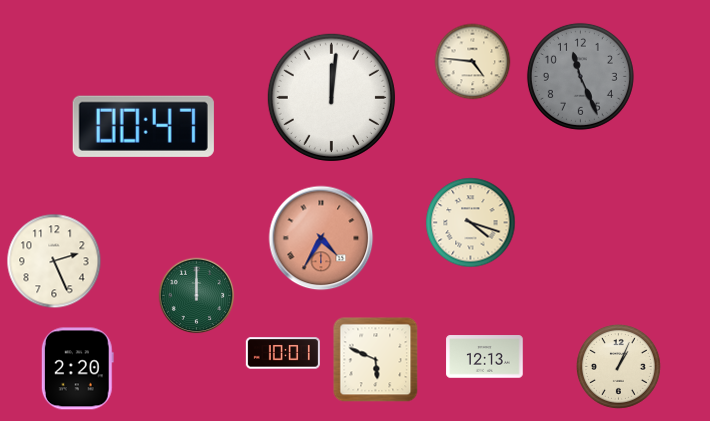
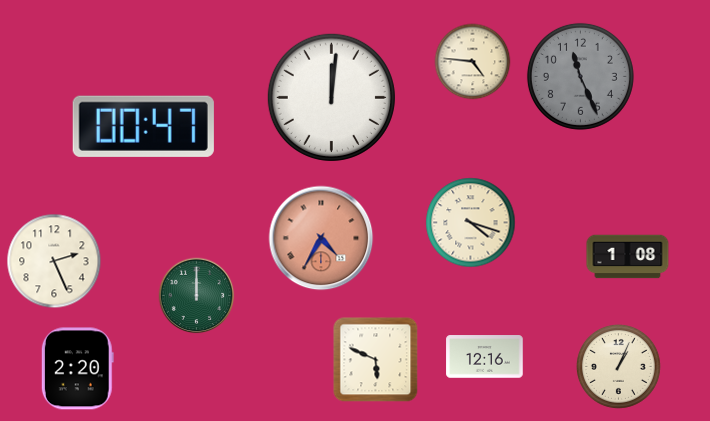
clock at (628, 257): none -> 1:08
clock at (283, 353): 10:01 -> none
clock at (485, 357): 12:13 -> 12:16
